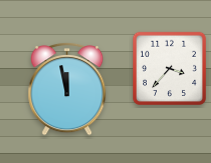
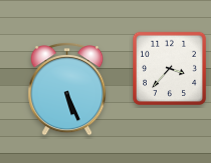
clock at (67, 89): 11:58 -> 5:26
